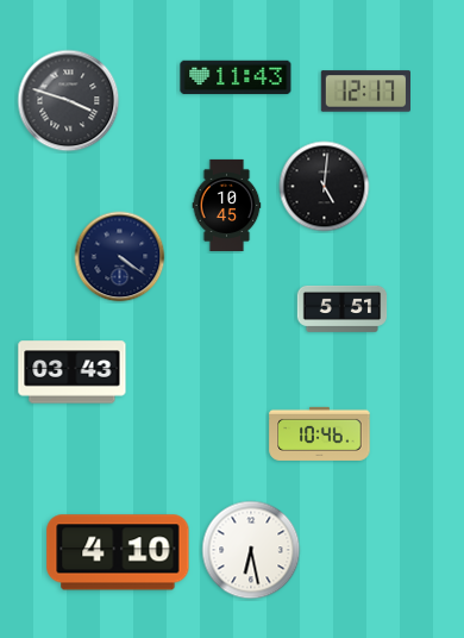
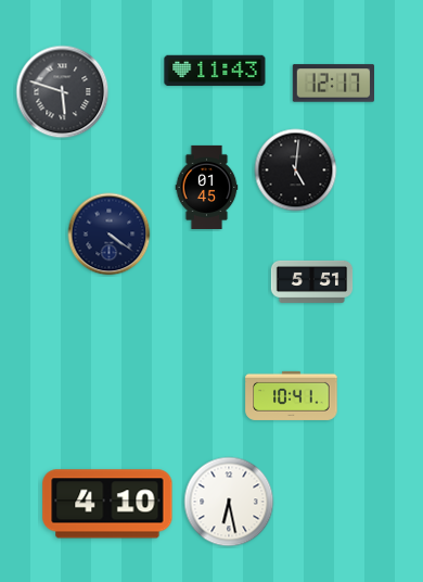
clock at (69, 101): 3:48 -> 5:48
clock at (227, 205): 10:45 -> 01:45
clock at (73, 373): 03:43 -> none
clock at (320, 433): 10:46 -> 10:41
